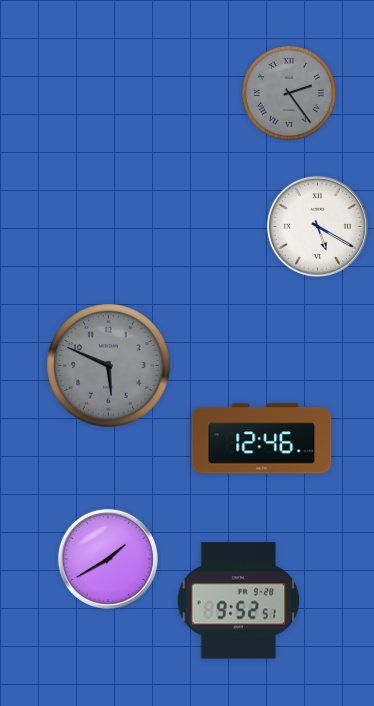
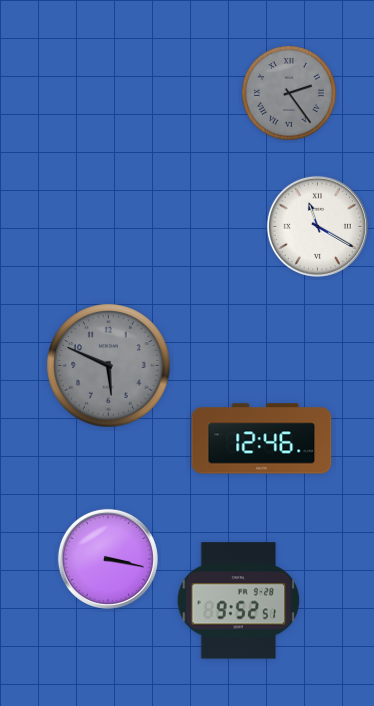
clock at (317, 226): 5:20 -> 11:20
clock at (108, 559): 1:40 -> 3:17
